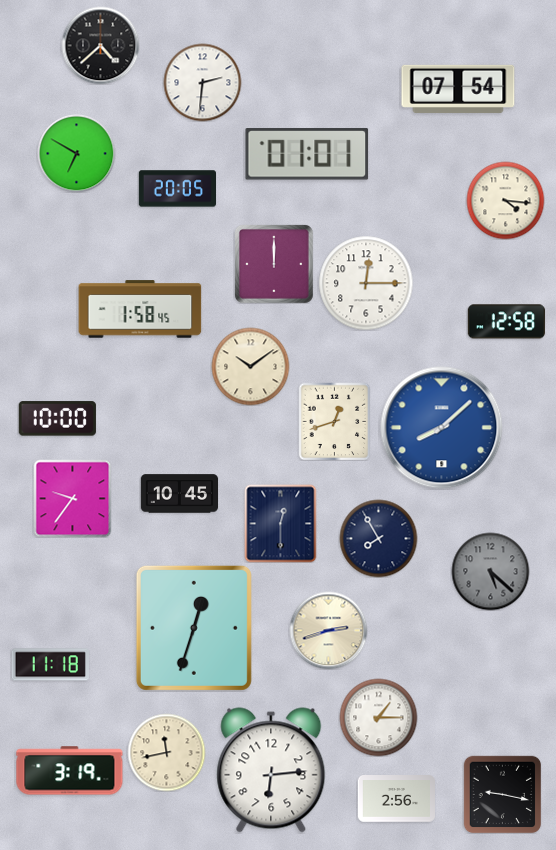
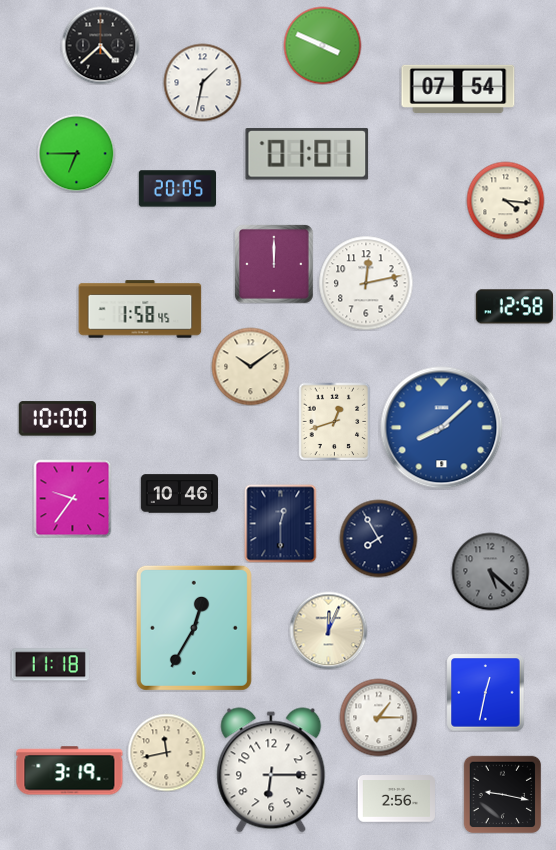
clock at (322, 45): none -> 3:49
clock at (202, 82): 2:31 -> 1:32
clock at (76, 153): 6:50 -> 6:45
clock at (366, 283): 12:15 -> 12:13
clock at (506, 322) position: (506, 322) -> (514, 307)
clock at (179, 494): 10:45 -> 10:46
clock at (194, 628): 12:33 -> 12:35
clock at (328, 630): 2:42 -> 12:04
clock at (485, 692): none -> 12:32
clock at (271, 770): 6:14 -> 6:15
